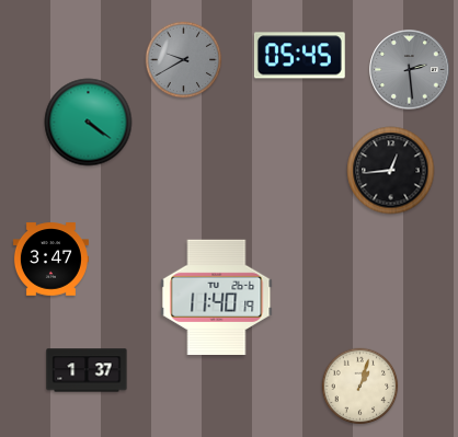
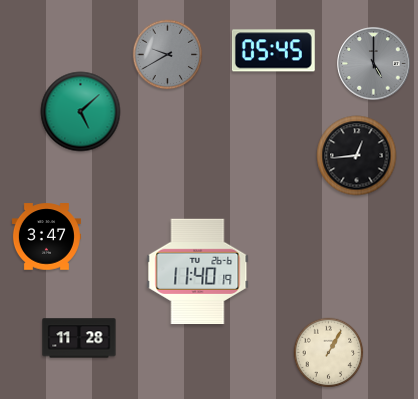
clock at (410, 70): 2:29 -> 5:00
clock at (89, 123): 4:21 -> 5:08
clock at (87, 370): 1:37 -> 11:28
clock at (360, 387): 1:03 -> 1:05
